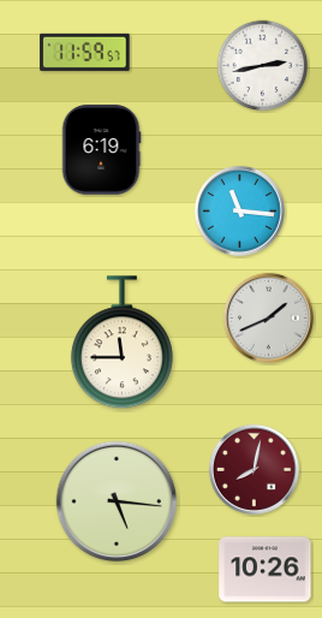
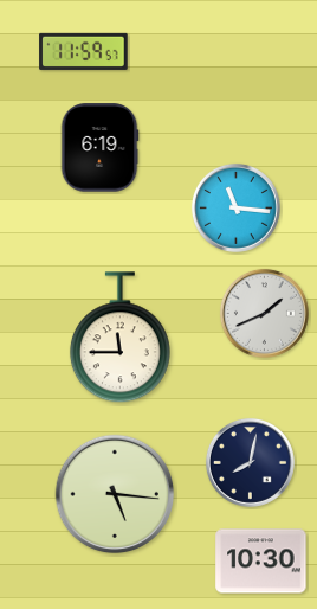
clock at (263, 66): 2:43 -> none
clock at (254, 469) dial: burgundy -> navy
clock at (266, 570): 10:26 -> 10:30
